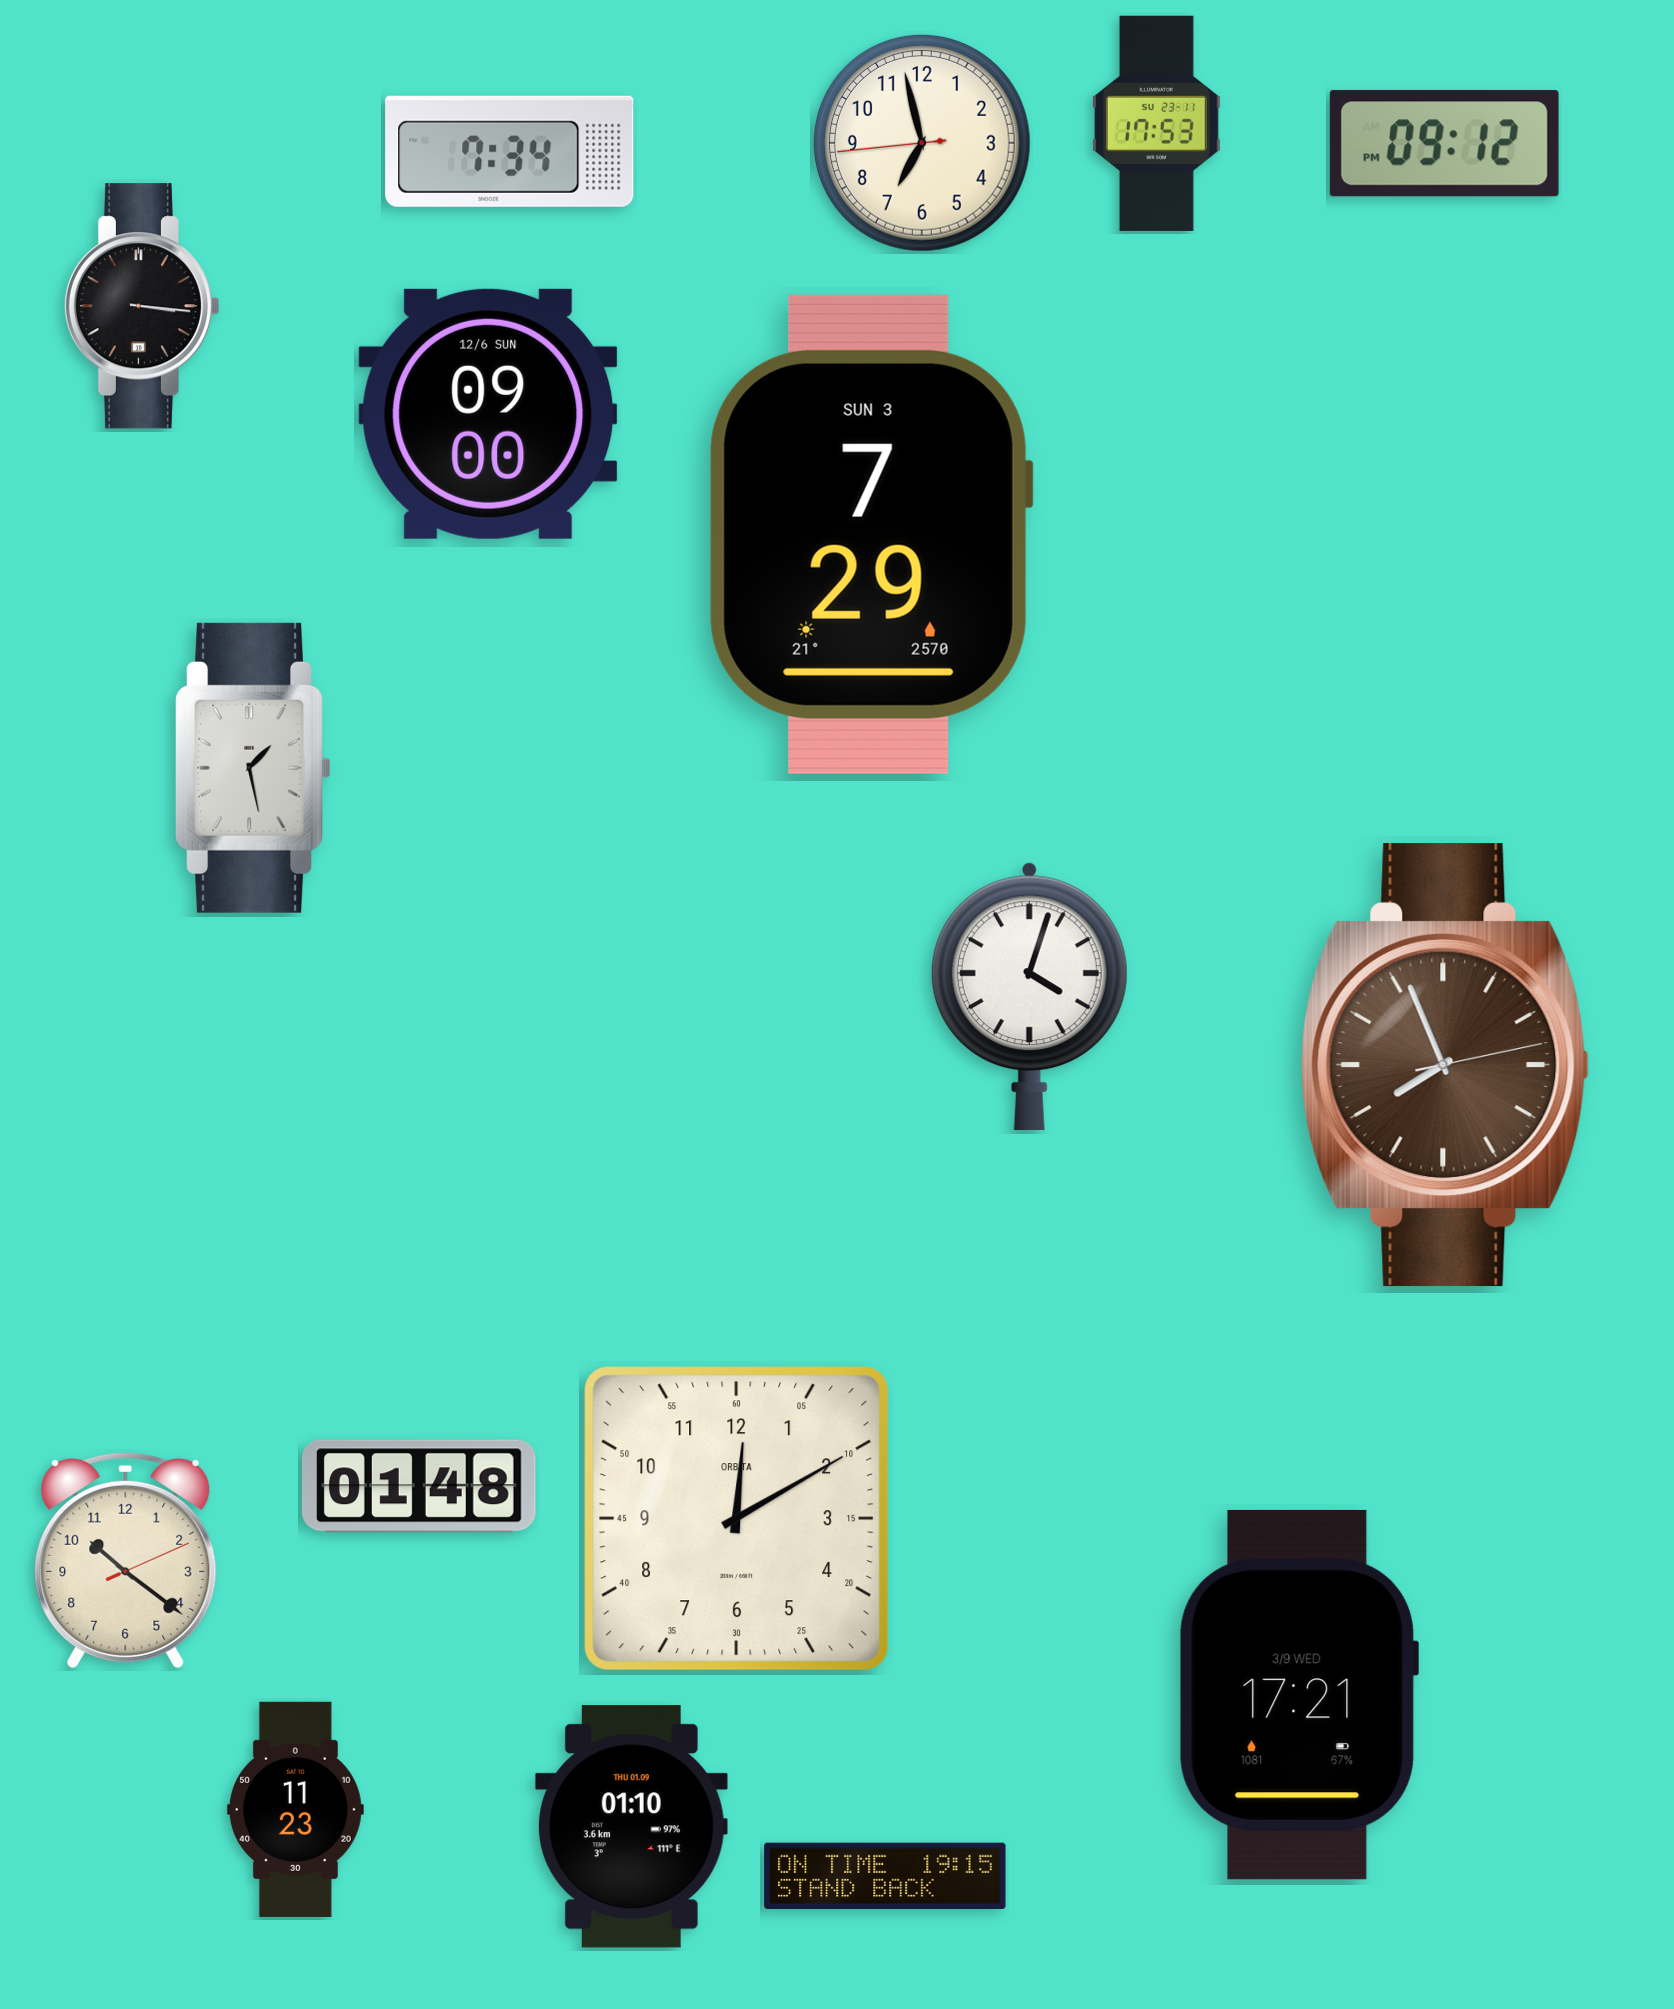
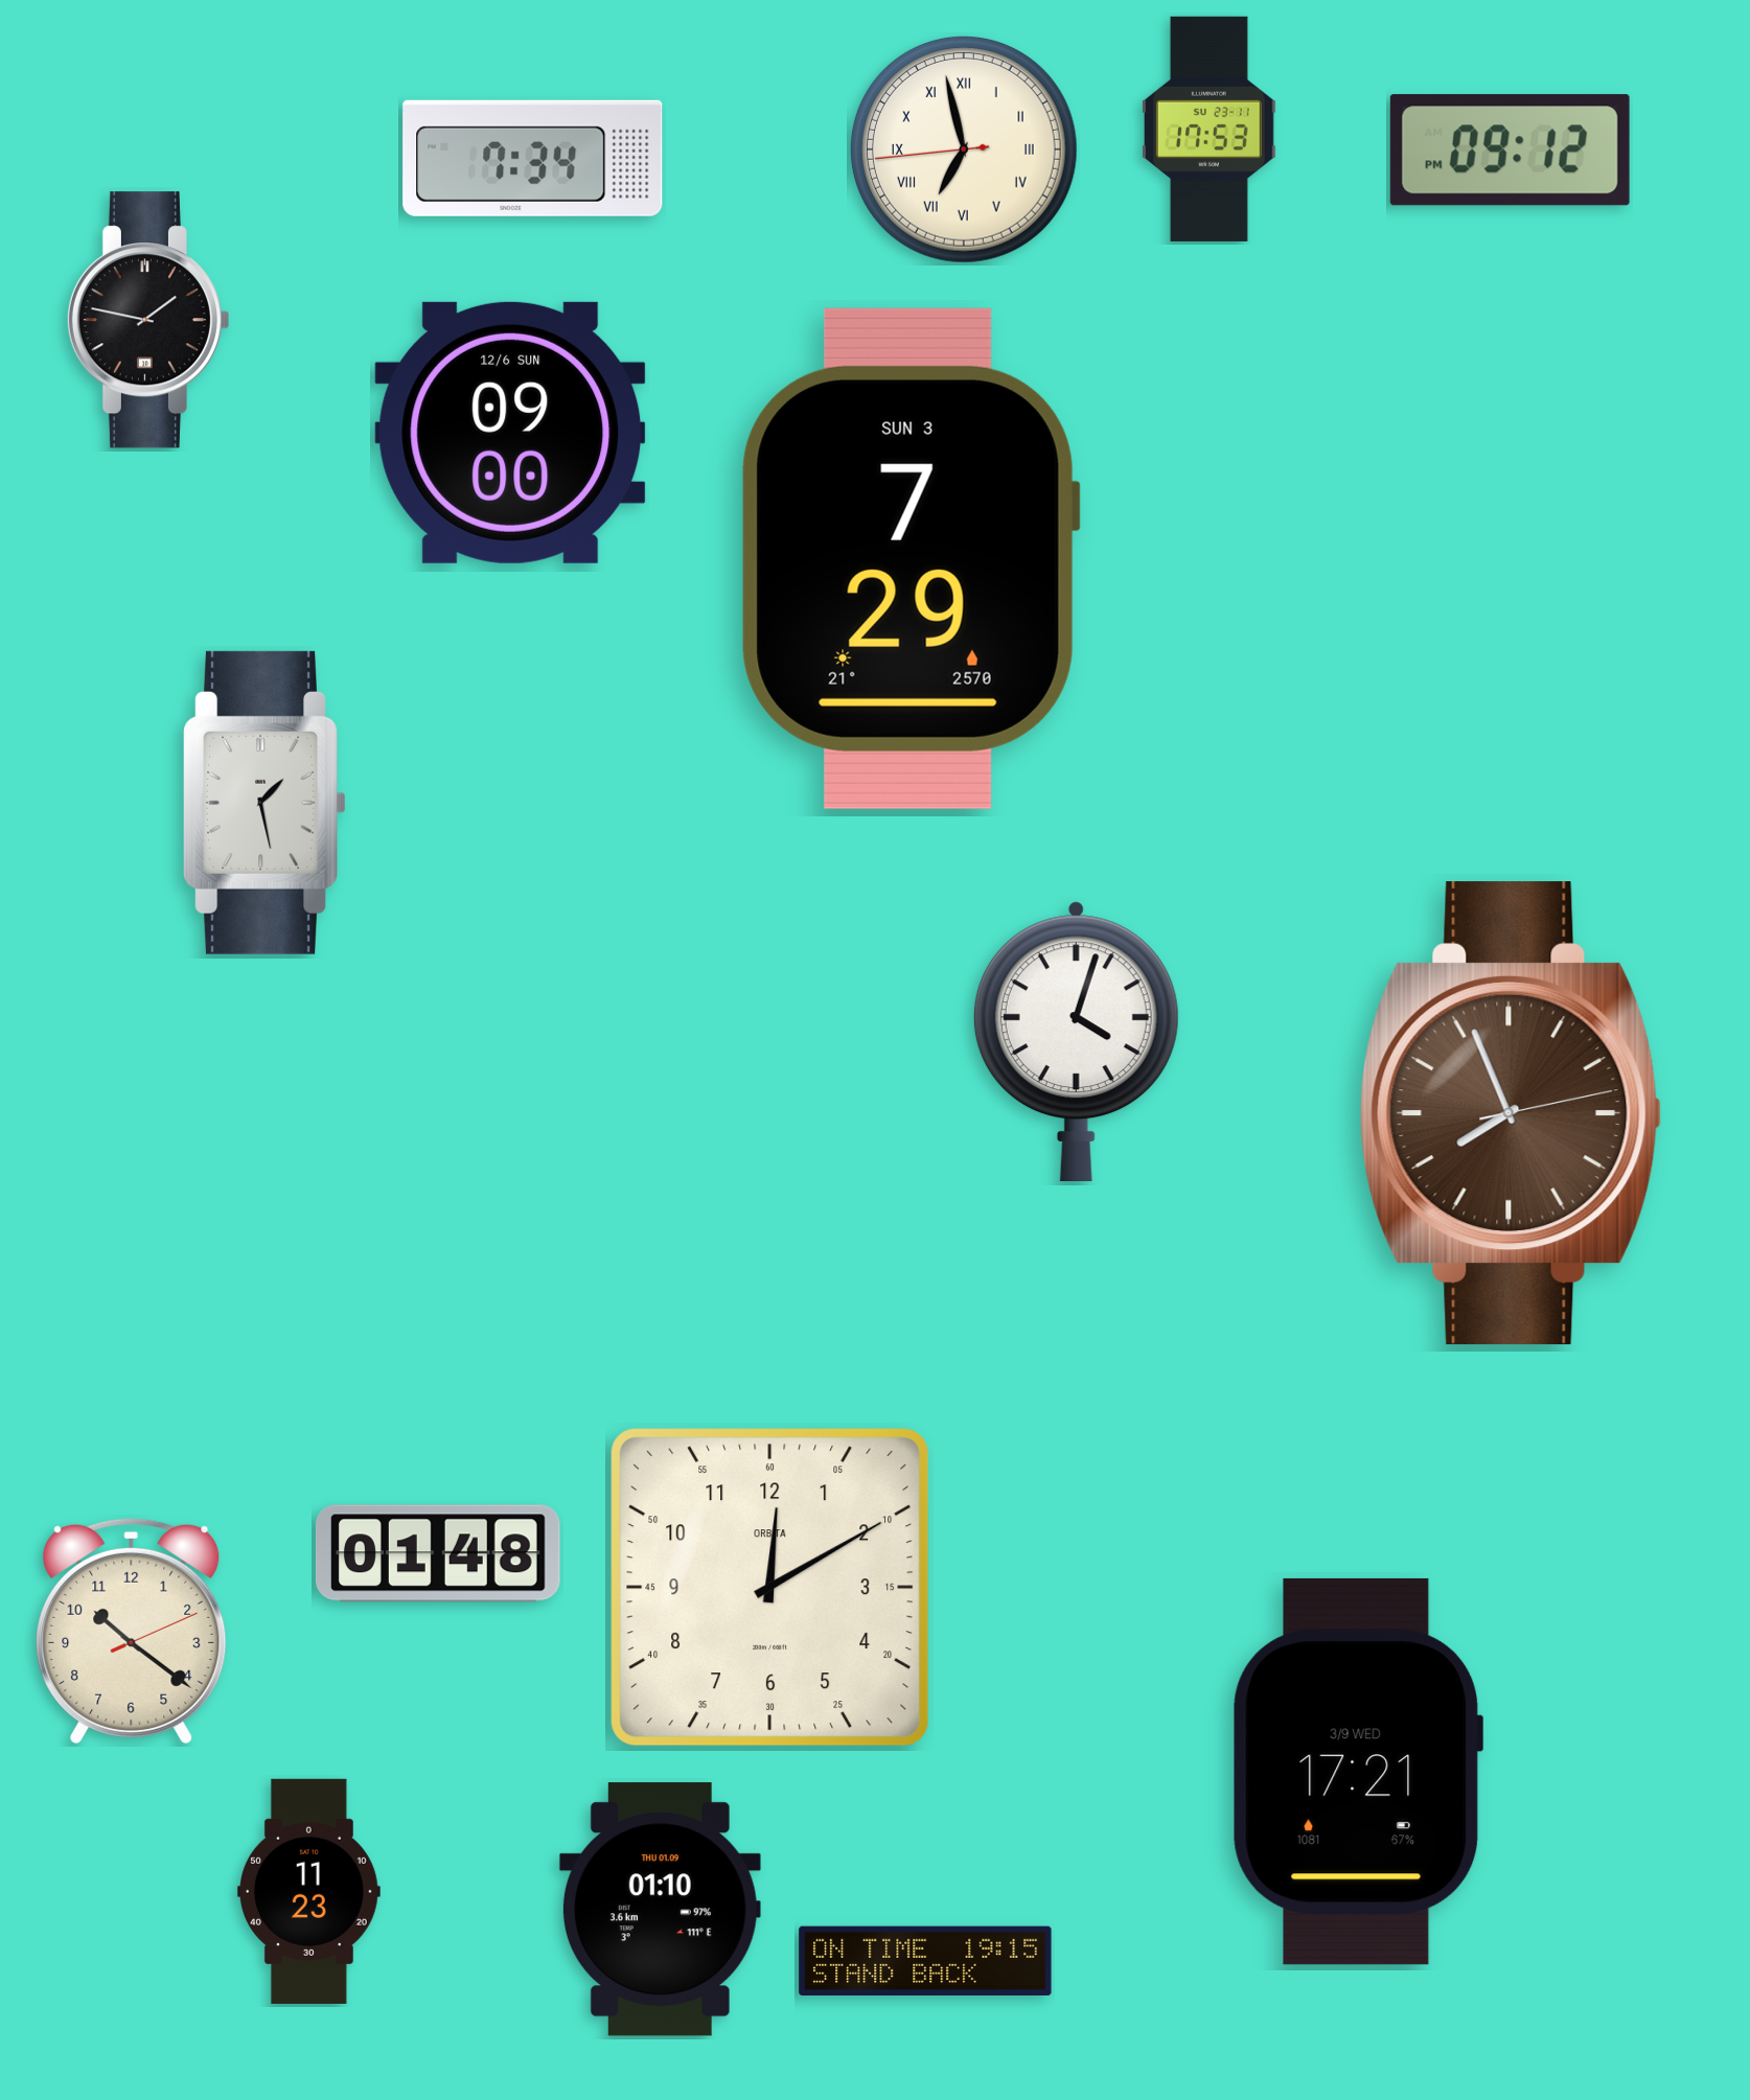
clock at (922, 143) numerals: Arabic -> Roman
clock at (141, 306): 3:16 -> 1:47
